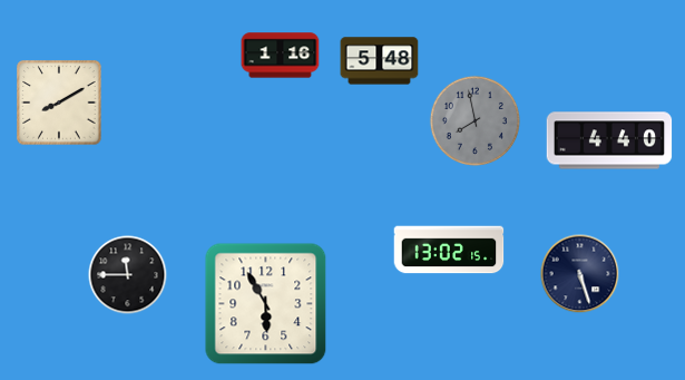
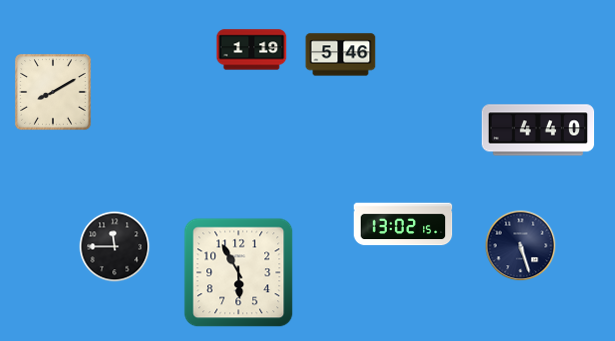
clock at (281, 56): 1:16 -> 1:19
clock at (380, 61): 5:48 -> 5:46
clock at (474, 120): 7:58 -> none
clock at (609, 140) position: (609, 140) -> (538, 130)
